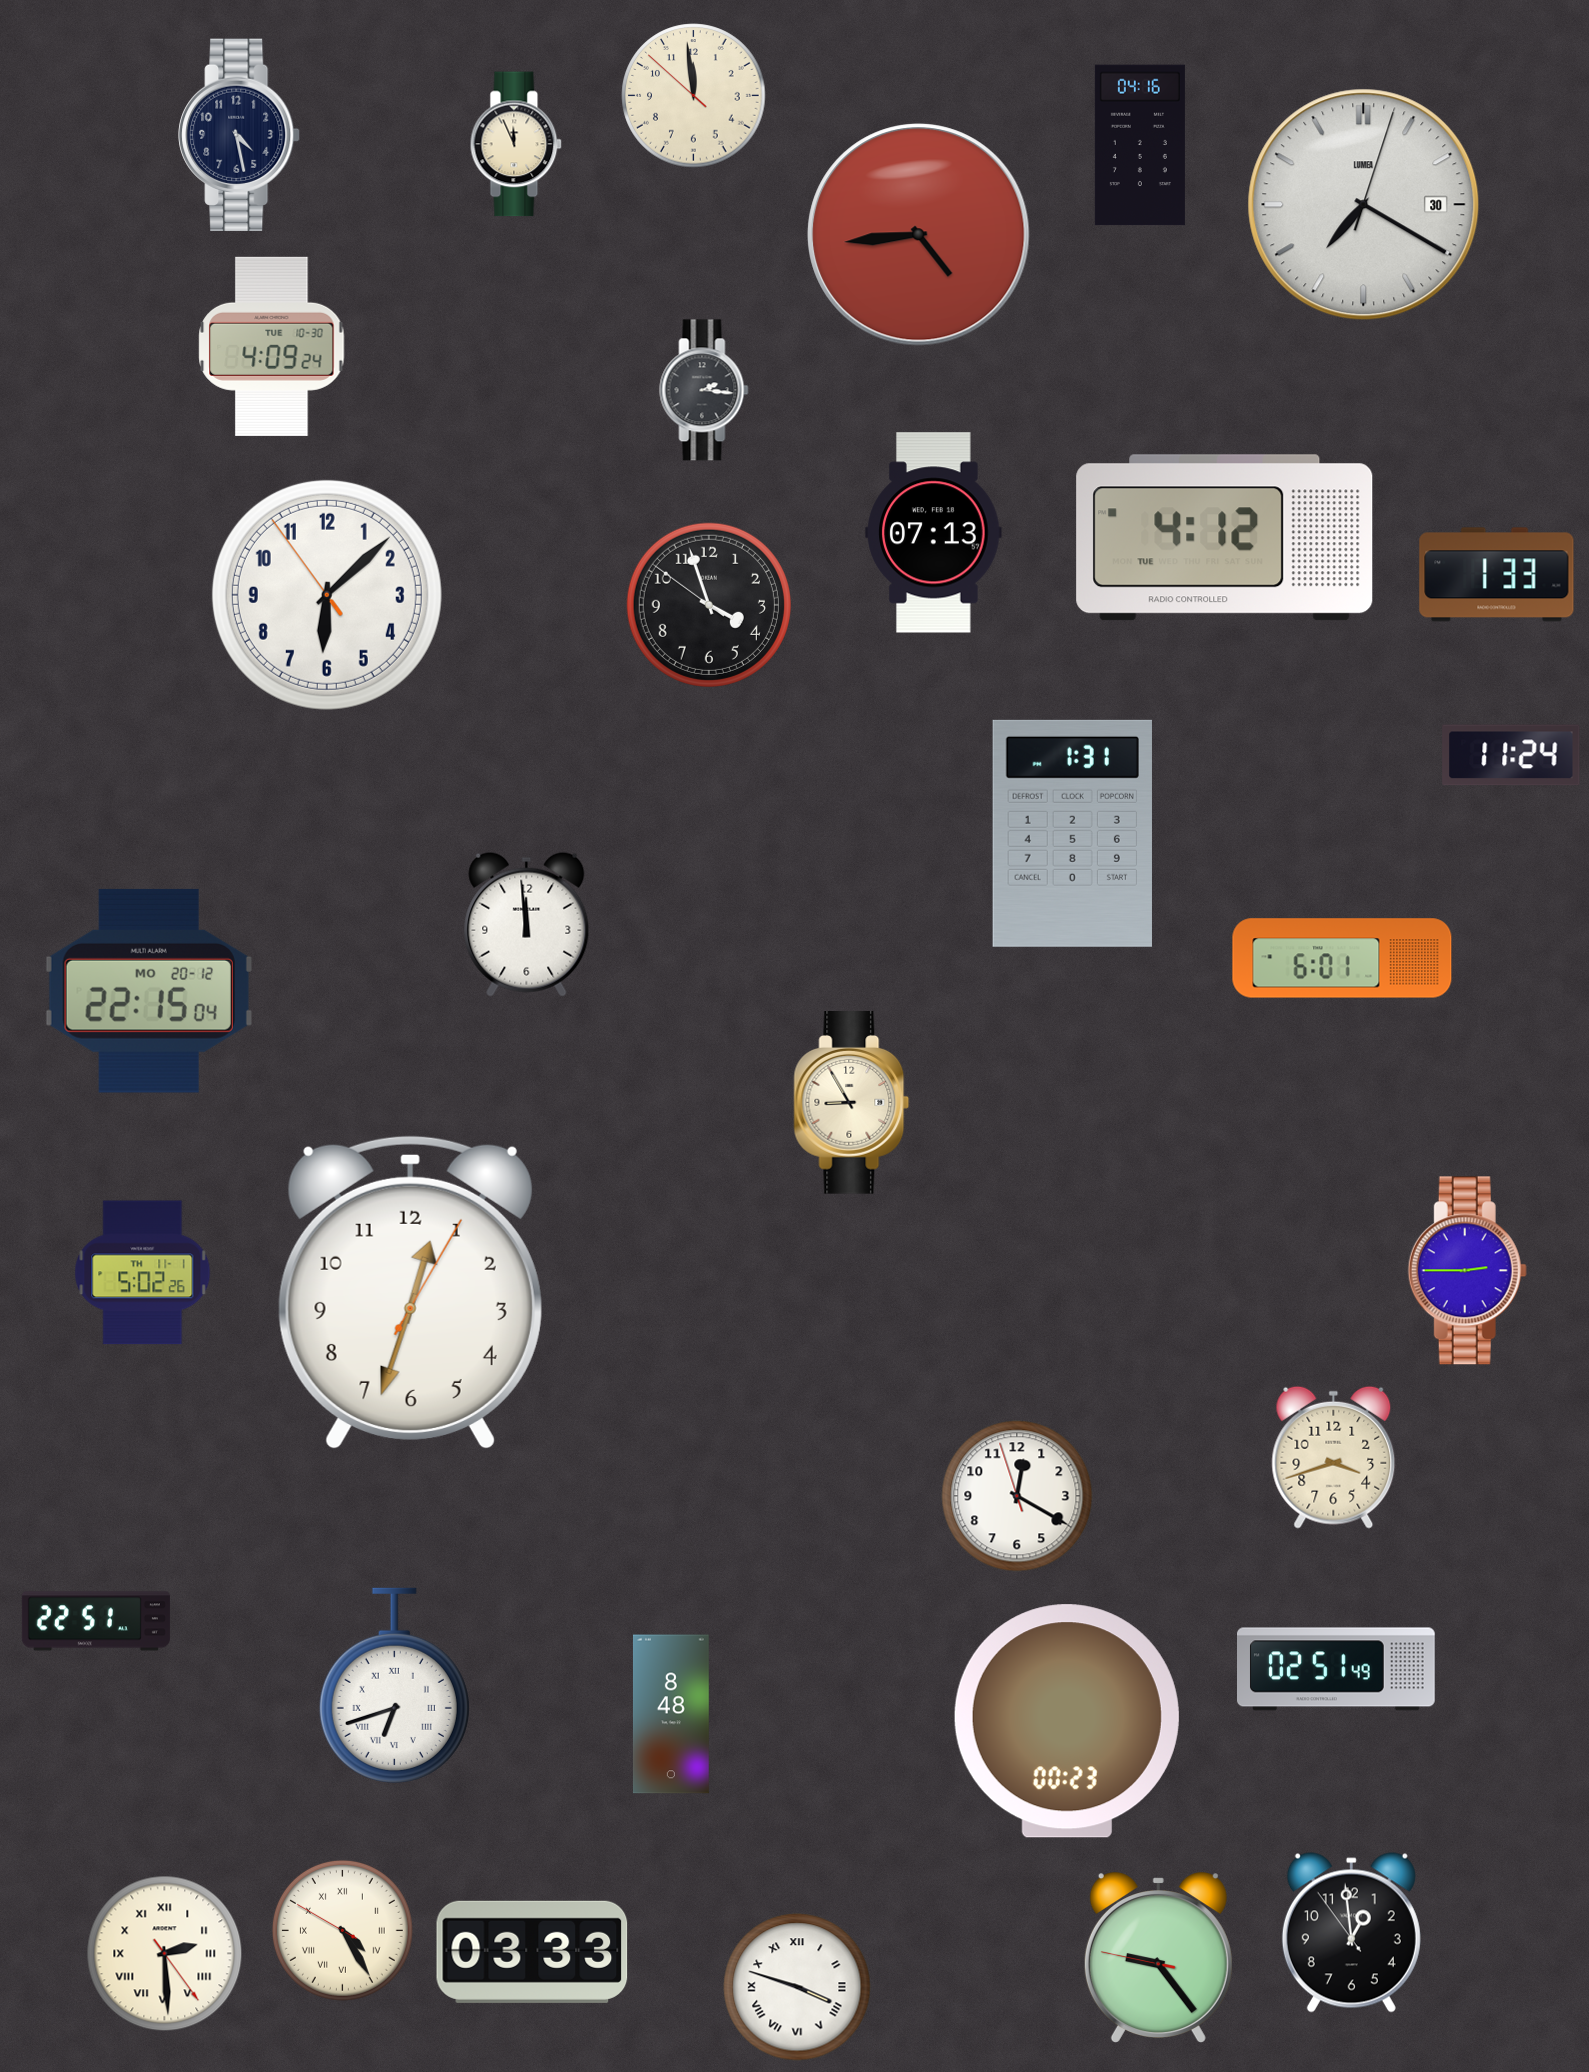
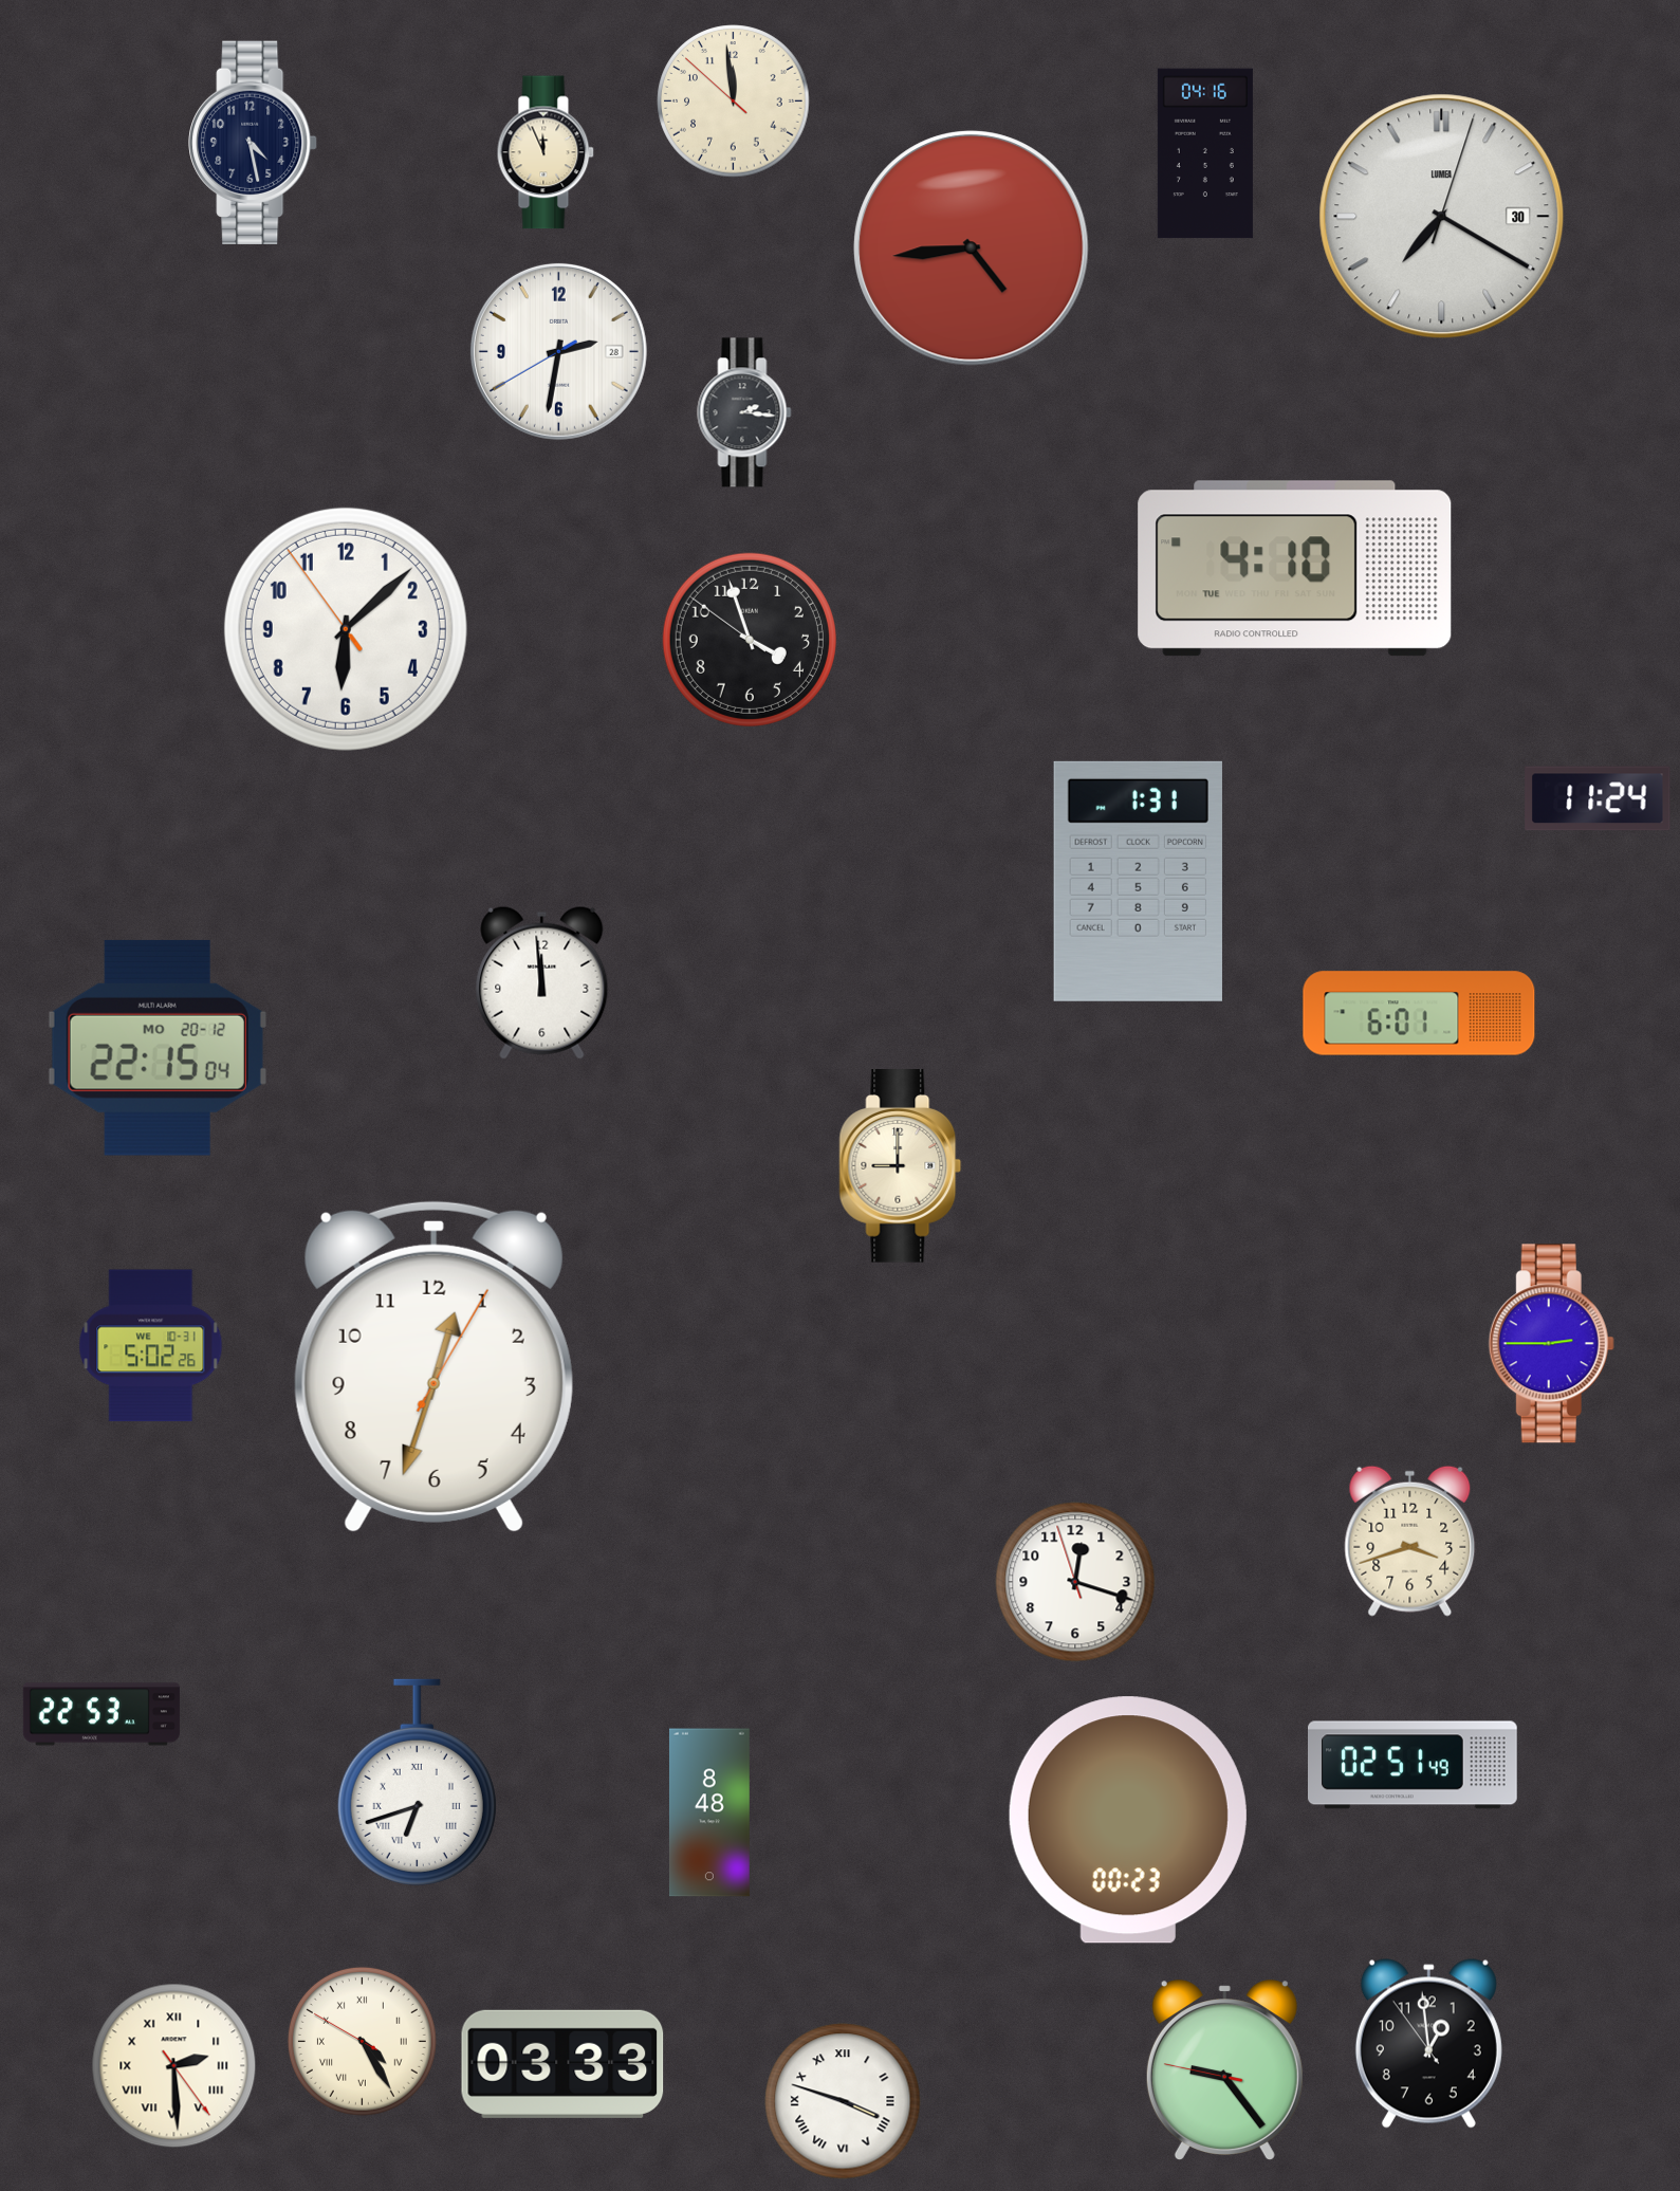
clock at (558, 351): none -> 2:31
clock at (272, 346): 4:09 -> none
clock at (934, 533): 07:13 -> none
clock at (1225, 538): 4:12 -> 4:10
clock at (1497, 575): 1:33 -> none
clock at (1072, 833) position: (1072, 833) -> (1138, 881)
clock at (527, 924) position: (527, 924) -> (542, 982)
clock at (852, 1103): 8:55 -> 9:00
clock at (143, 1273) date: TH 11-1 -> WE 10-31
clock at (1017, 1496): 12:19 -> 12:17
clock at (96, 1621): 22:51 -> 22:53
